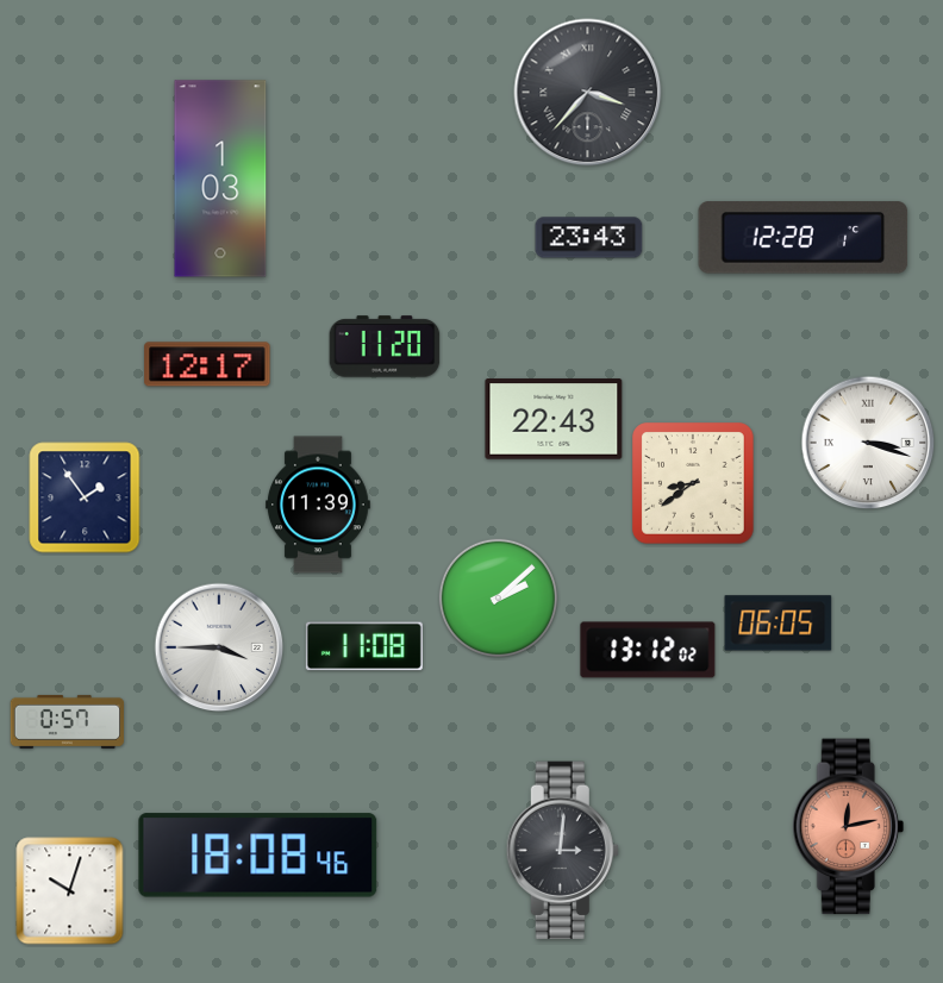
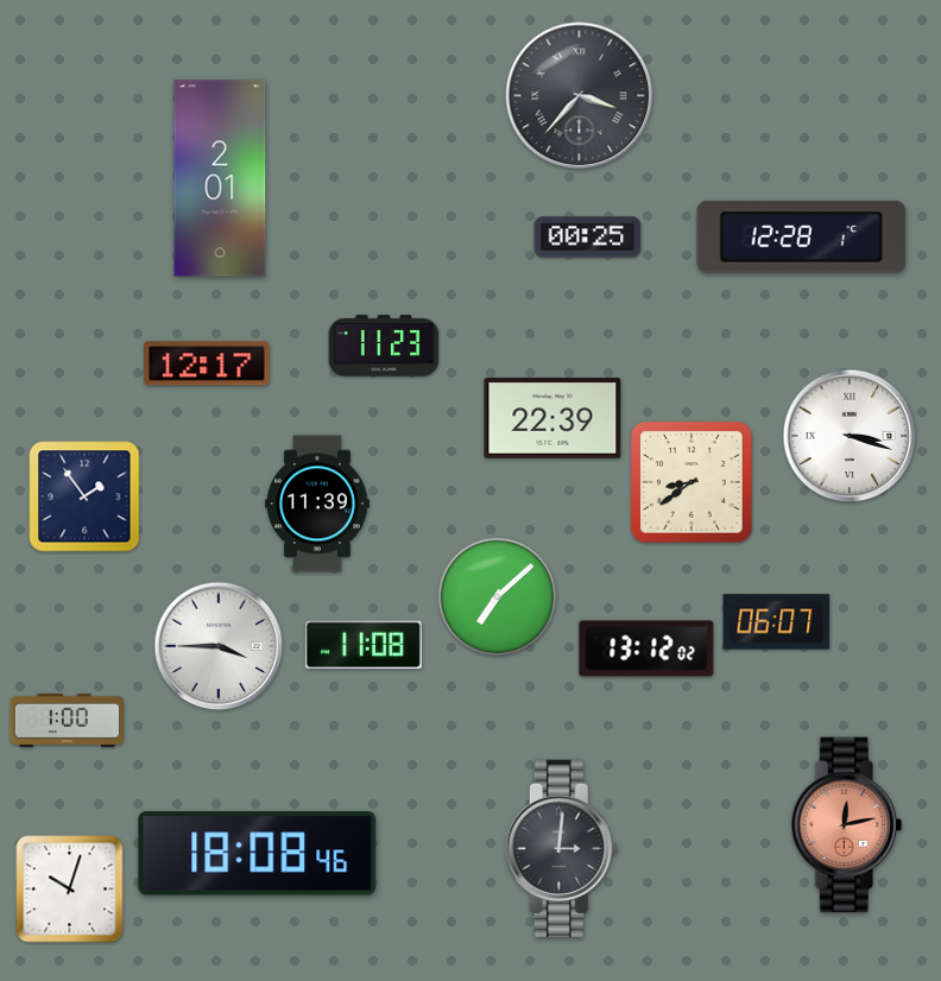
clock at (588, 93) position: (588, 93) -> (580, 96)
clock at (220, 179): 1:03 -> 2:01
clock at (589, 238): 23:43 -> 00:25
clock at (385, 346): 11:20 -> 11:23
clock at (554, 419): 22:43 -> 22:39
clock at (868, 443) position: (868, 443) -> (850, 436)
clock at (498, 597): 2:08 -> 7:08
clock at (779, 624): 06:05 -> 06:07
clock at (67, 721): 0:57 -> 1:00
